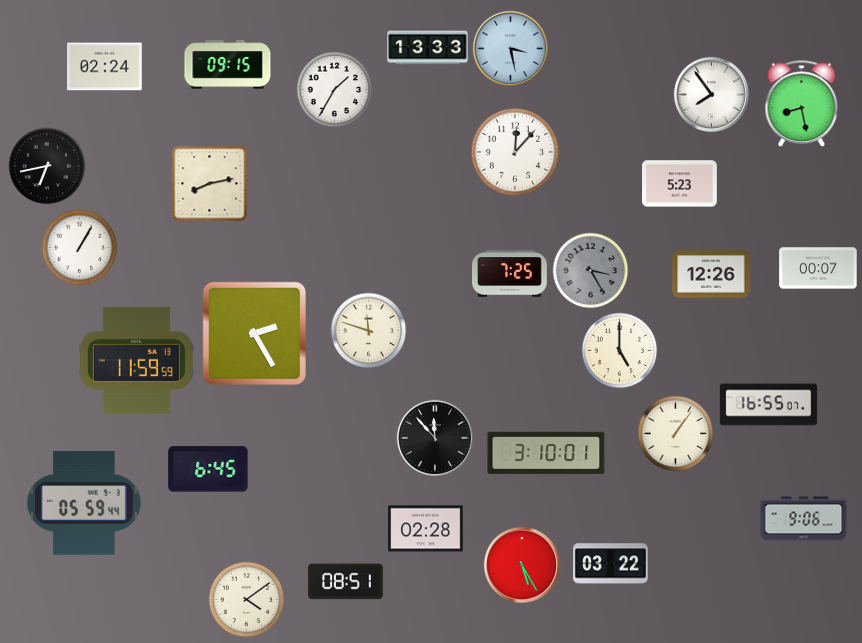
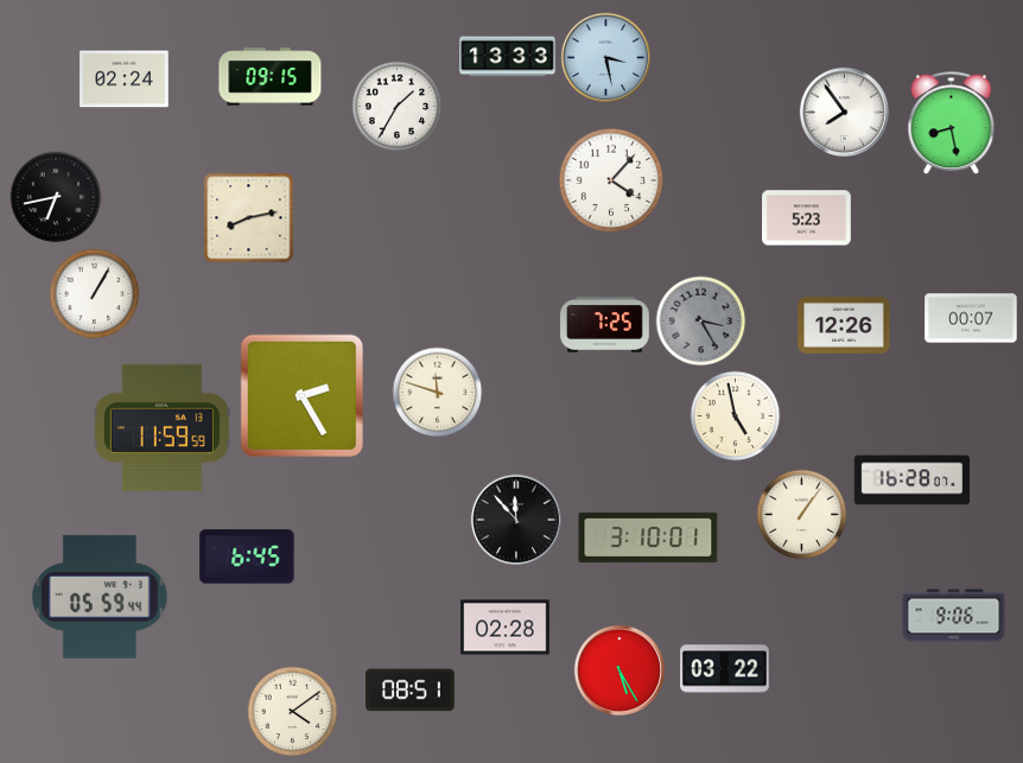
clock at (515, 152): 12:07 -> 4:07
clock at (620, 351): 5:00 -> 4:58
clock at (769, 405): 16:55 -> 16:28
